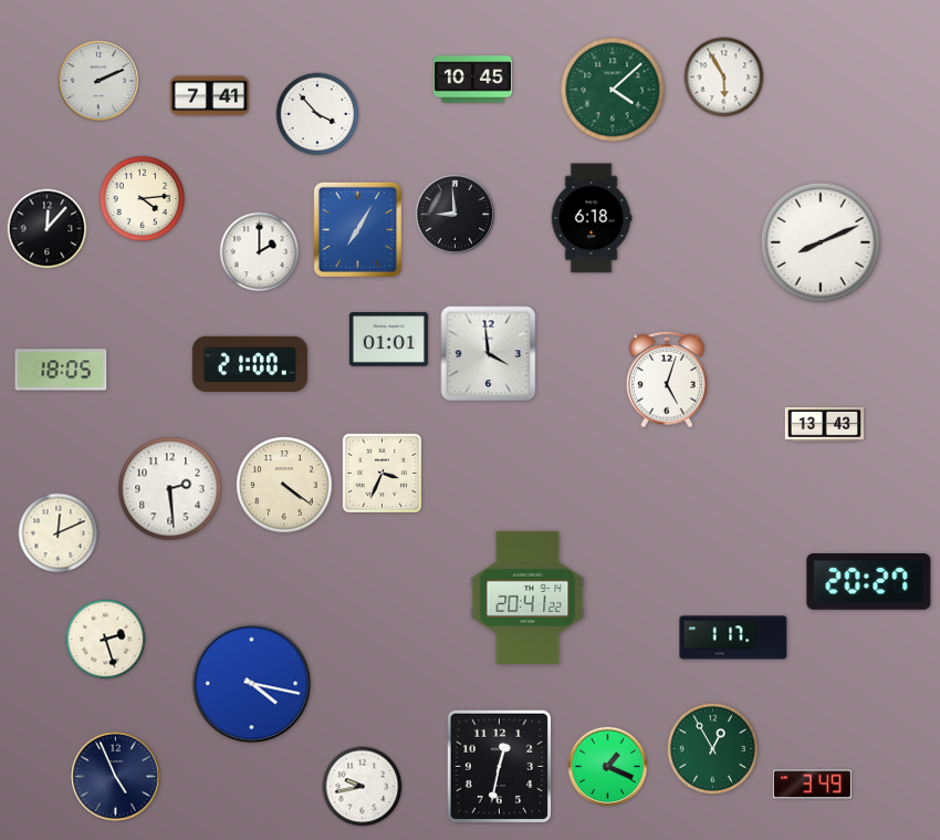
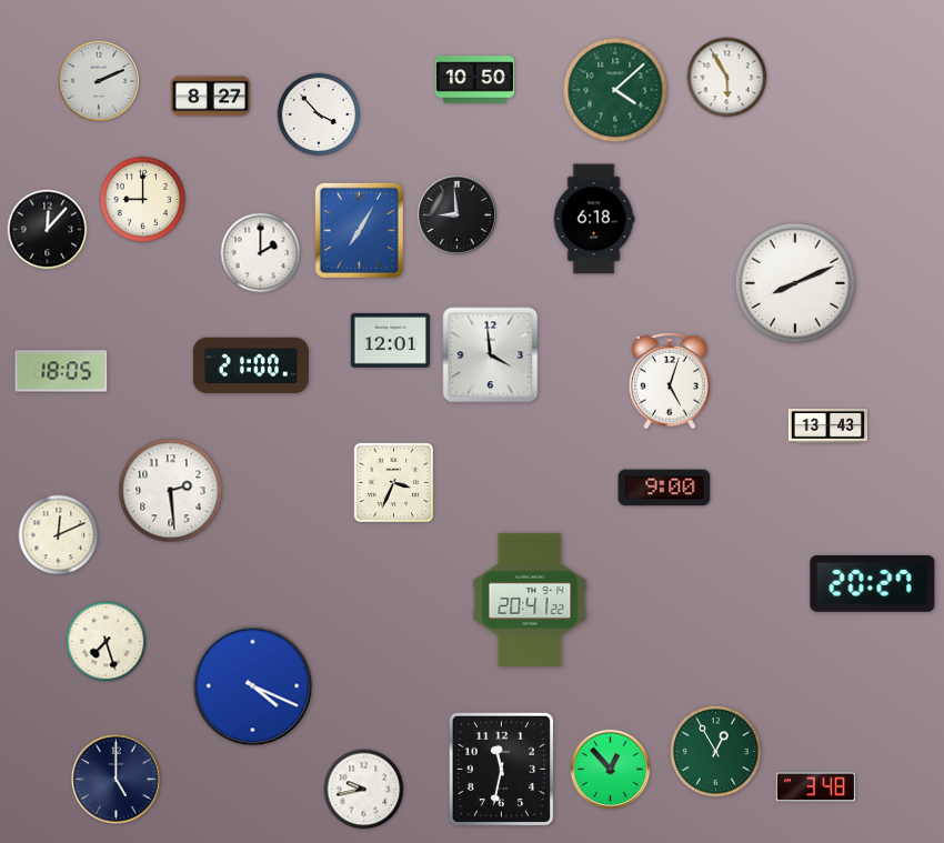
clock at (472, 80): 10:45 -> 10:50
clock at (209, 96): 7:41 -> 8:27
clock at (143, 199): 4:14 -> 9:00
clock at (821, 242) position: (821, 242) -> (795, 283)
clock at (388, 340): 01:01 -> 12:01
clock at (383, 474) position: (383, 474) -> (394, 483)
clock at (284, 485): 4:21 -> none
clock at (664, 488): none -> 9:00
clock at (733, 637): 1:17 -> none
clock at (106, 640): 2:27 -> 7:27
clock at (252, 684): 4:17 -> 4:19
clock at (607, 766): 1:19 -> 12:53
clock at (499, 767): 12:32 -> 11:32
clock at (116, 777): 4:56 -> 5:00
clock at (812, 785): 3:49 -> 3:48
